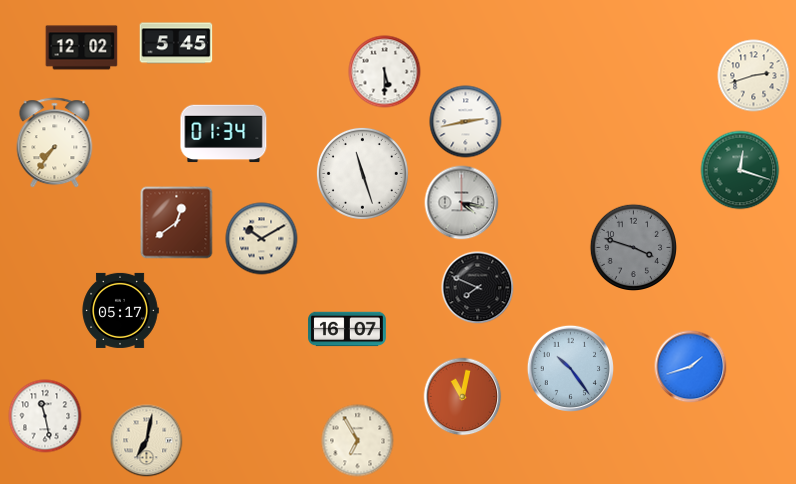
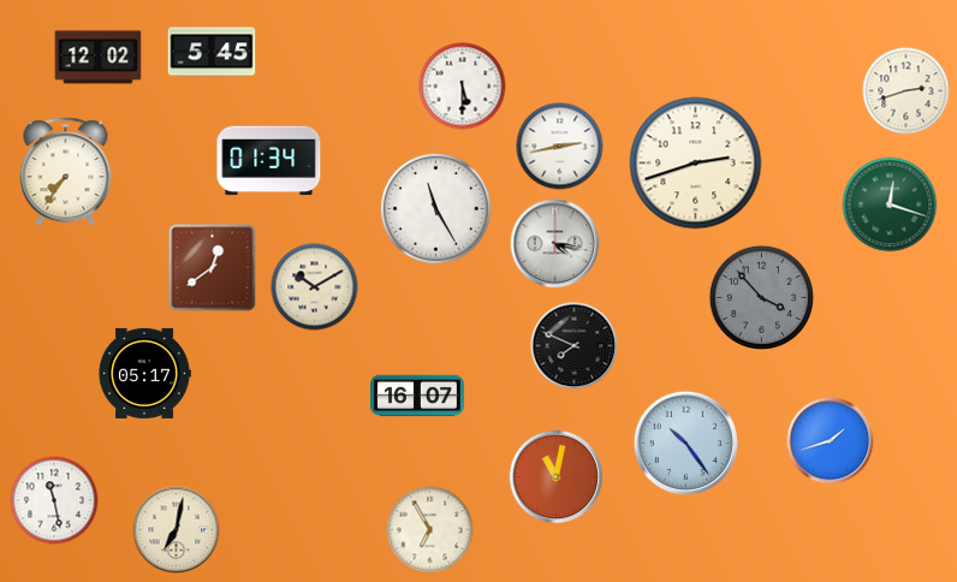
clock at (696, 164): none -> 2:42
clock at (362, 173): 11:27 -> 11:25
clock at (634, 248): 3:48 -> 3:53
